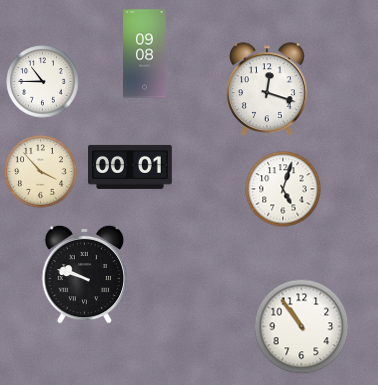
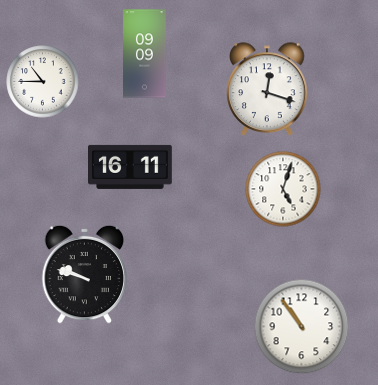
clock at (145, 54): 09:08 -> 09:09
clock at (131, 167): 00:01 -> 16:11
clock at (41, 172): 3:53 -> none
